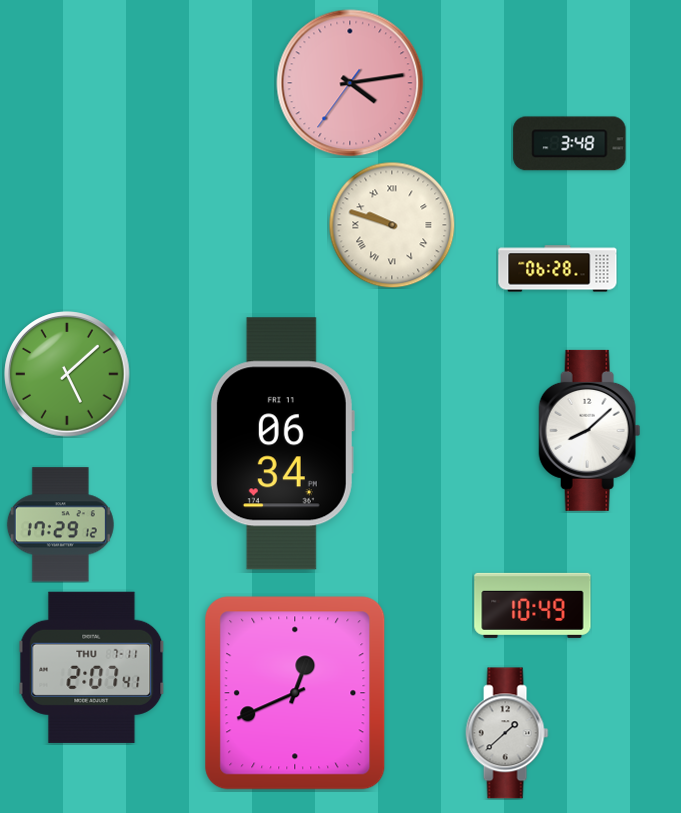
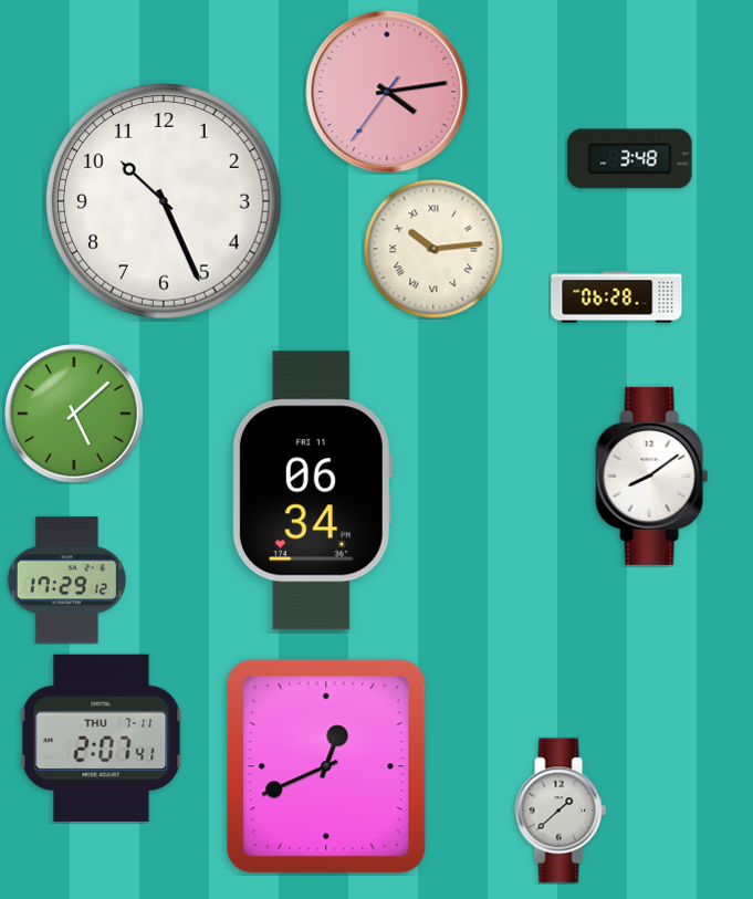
clock at (164, 201): none -> 10:26
clock at (392, 225): 9:48 -> 10:14
clock at (590, 430): 8:08 -> 8:09
clock at (533, 605): 10:49 -> none
